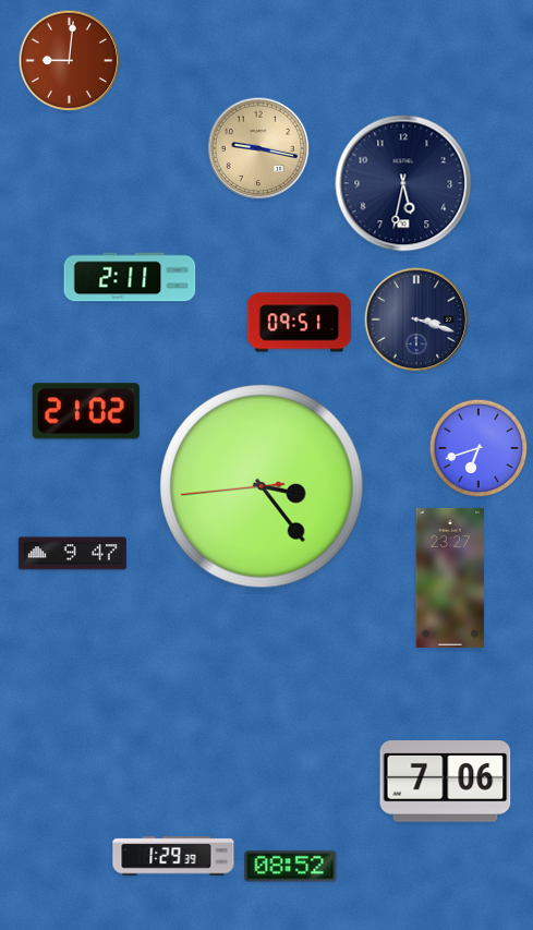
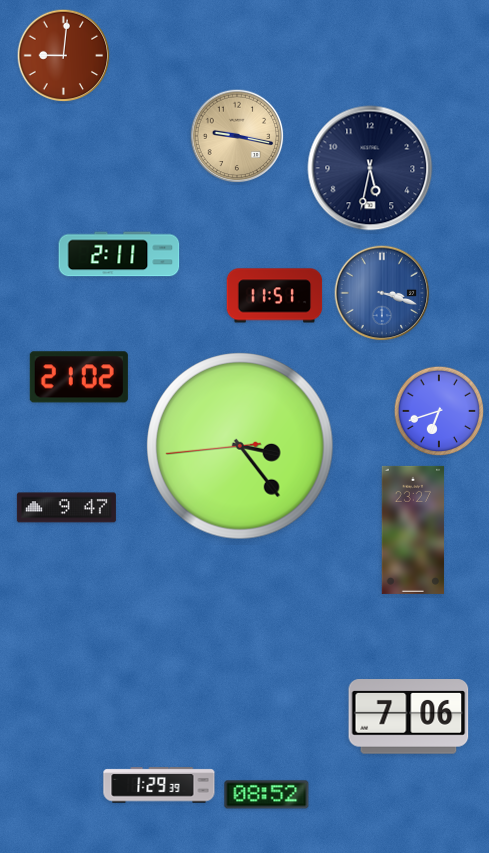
clock at (416, 319) dial: navy -> blue
clock at (300, 323): 09:51 -> 11:51
